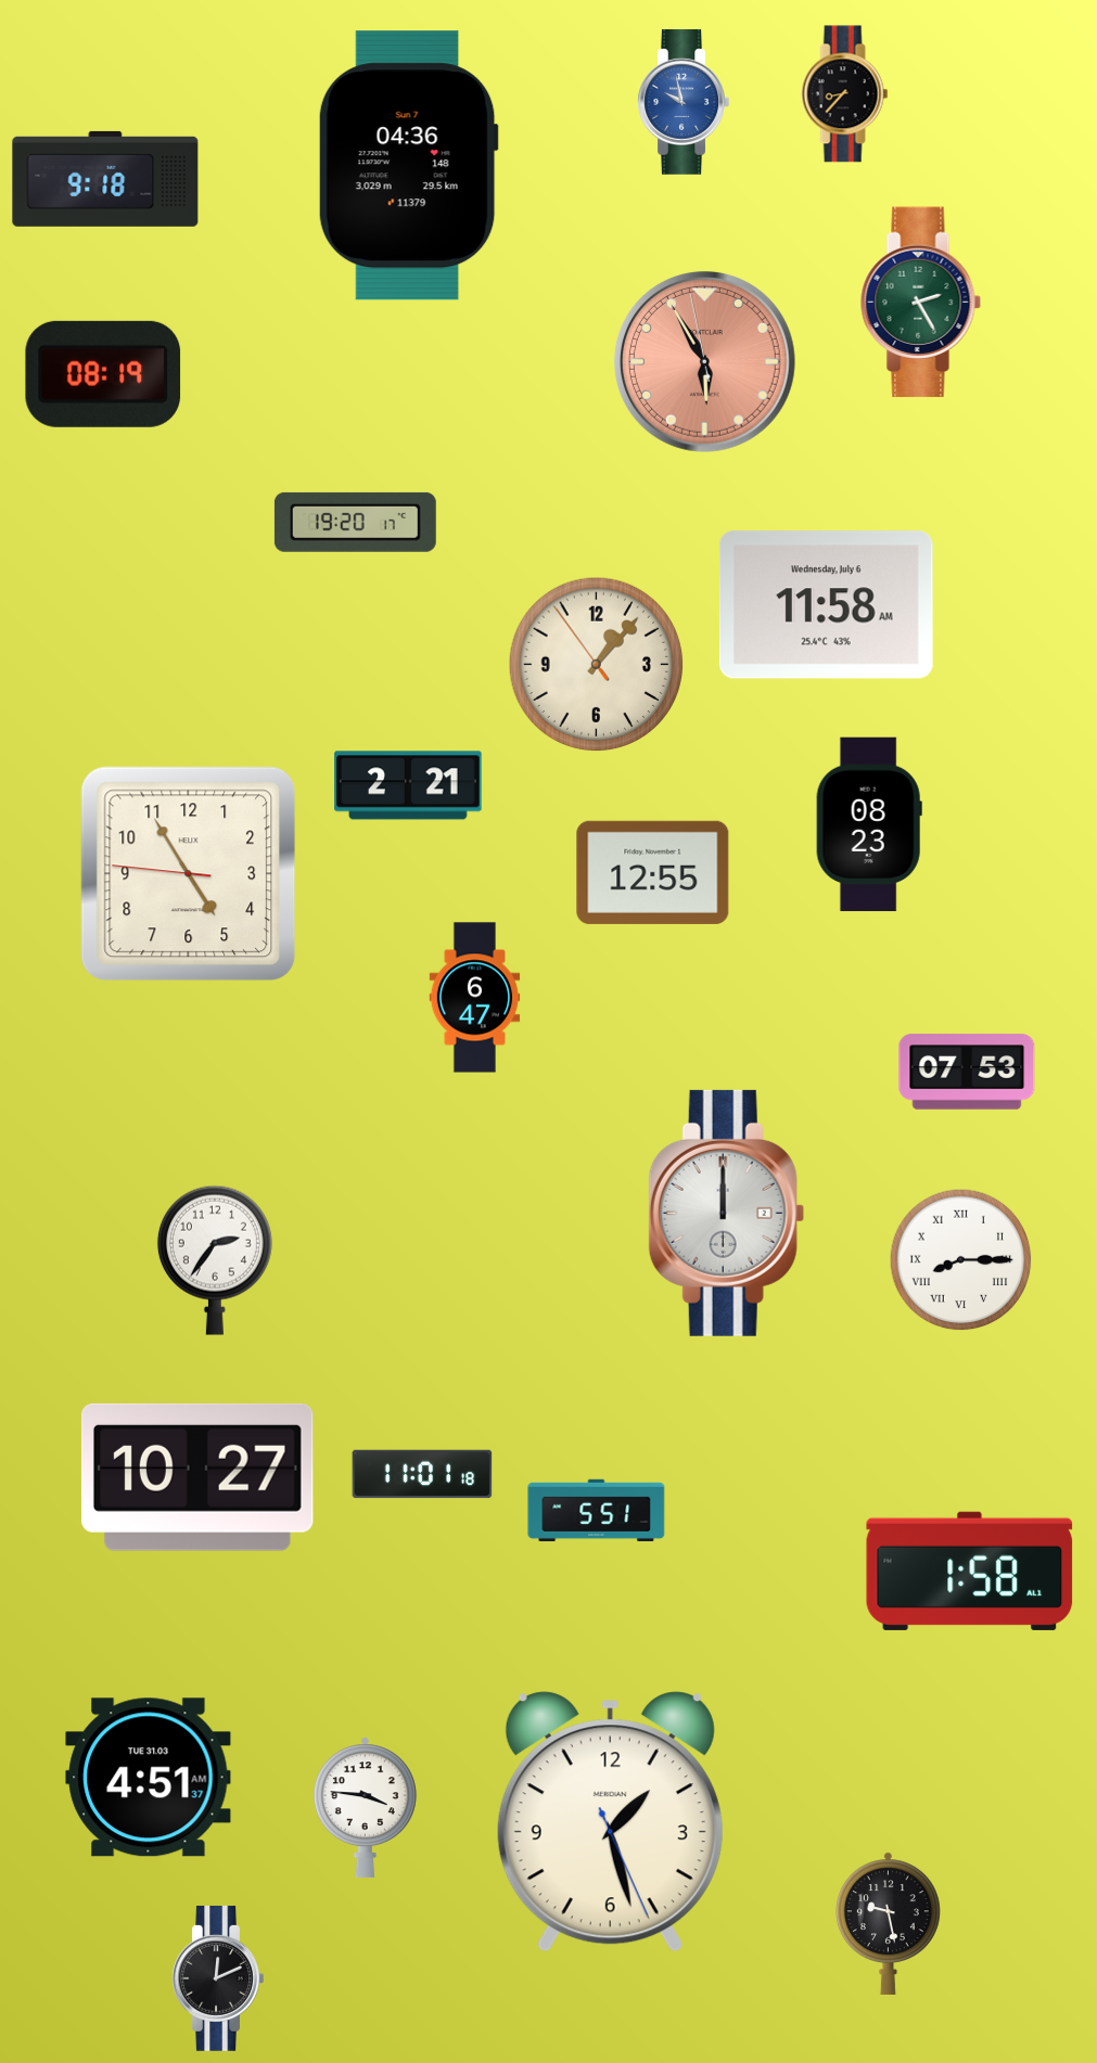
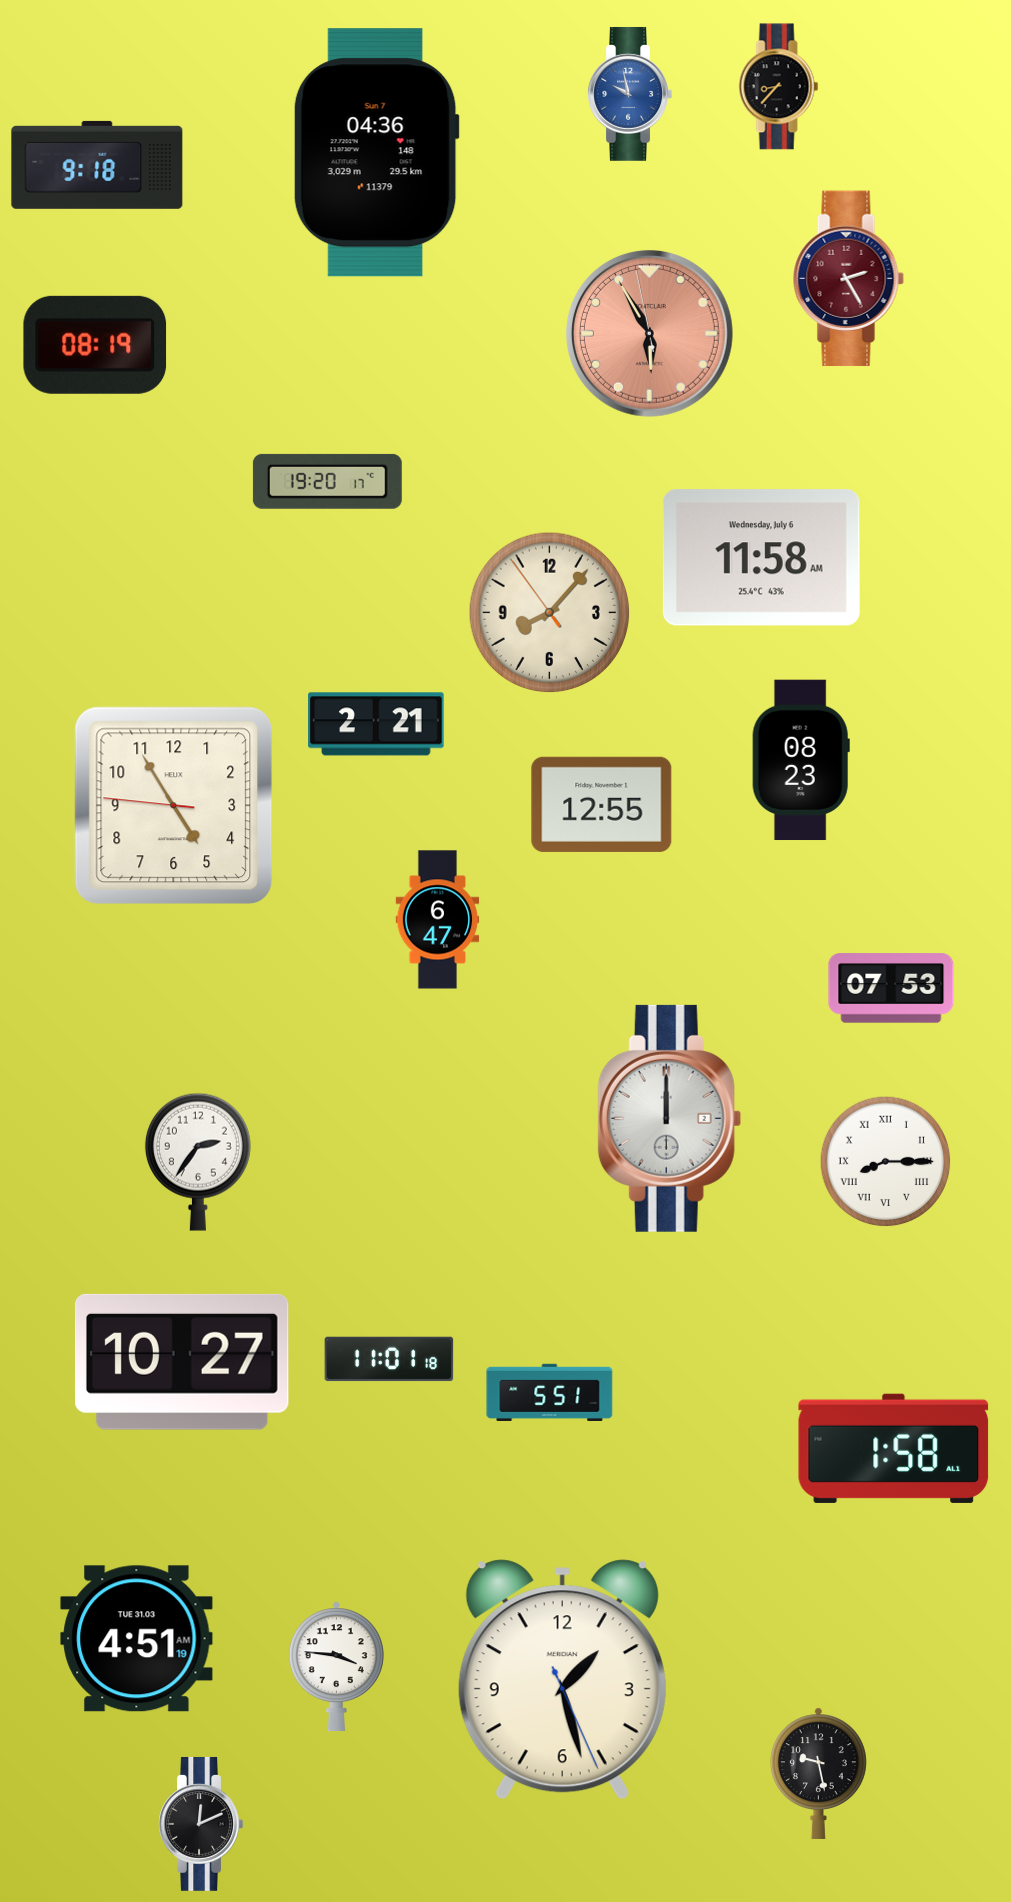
clock at (920, 303) dial: green -> burgundy
clock at (597, 665): 1:06 -> 8:06
clock at (149, 1778): 4:51:37 AM -> 4:51:19 AM
